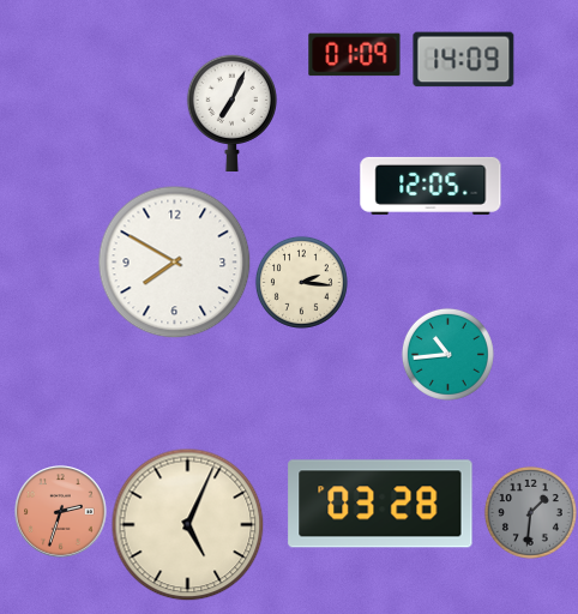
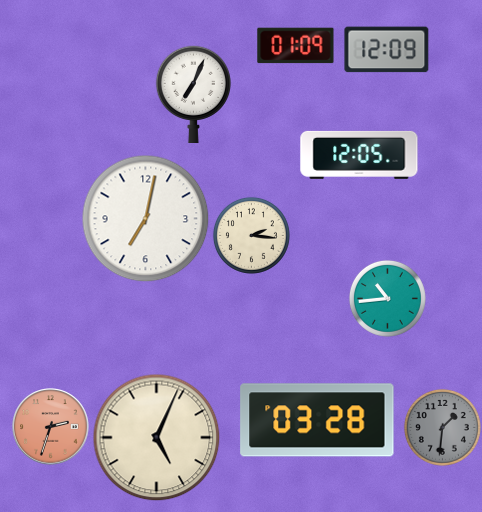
clock at (464, 60): 14:09 -> 12:09
clock at (175, 263): 7:50 -> 7:02
clock at (447, 354) position: (447, 354) -> (387, 298)
